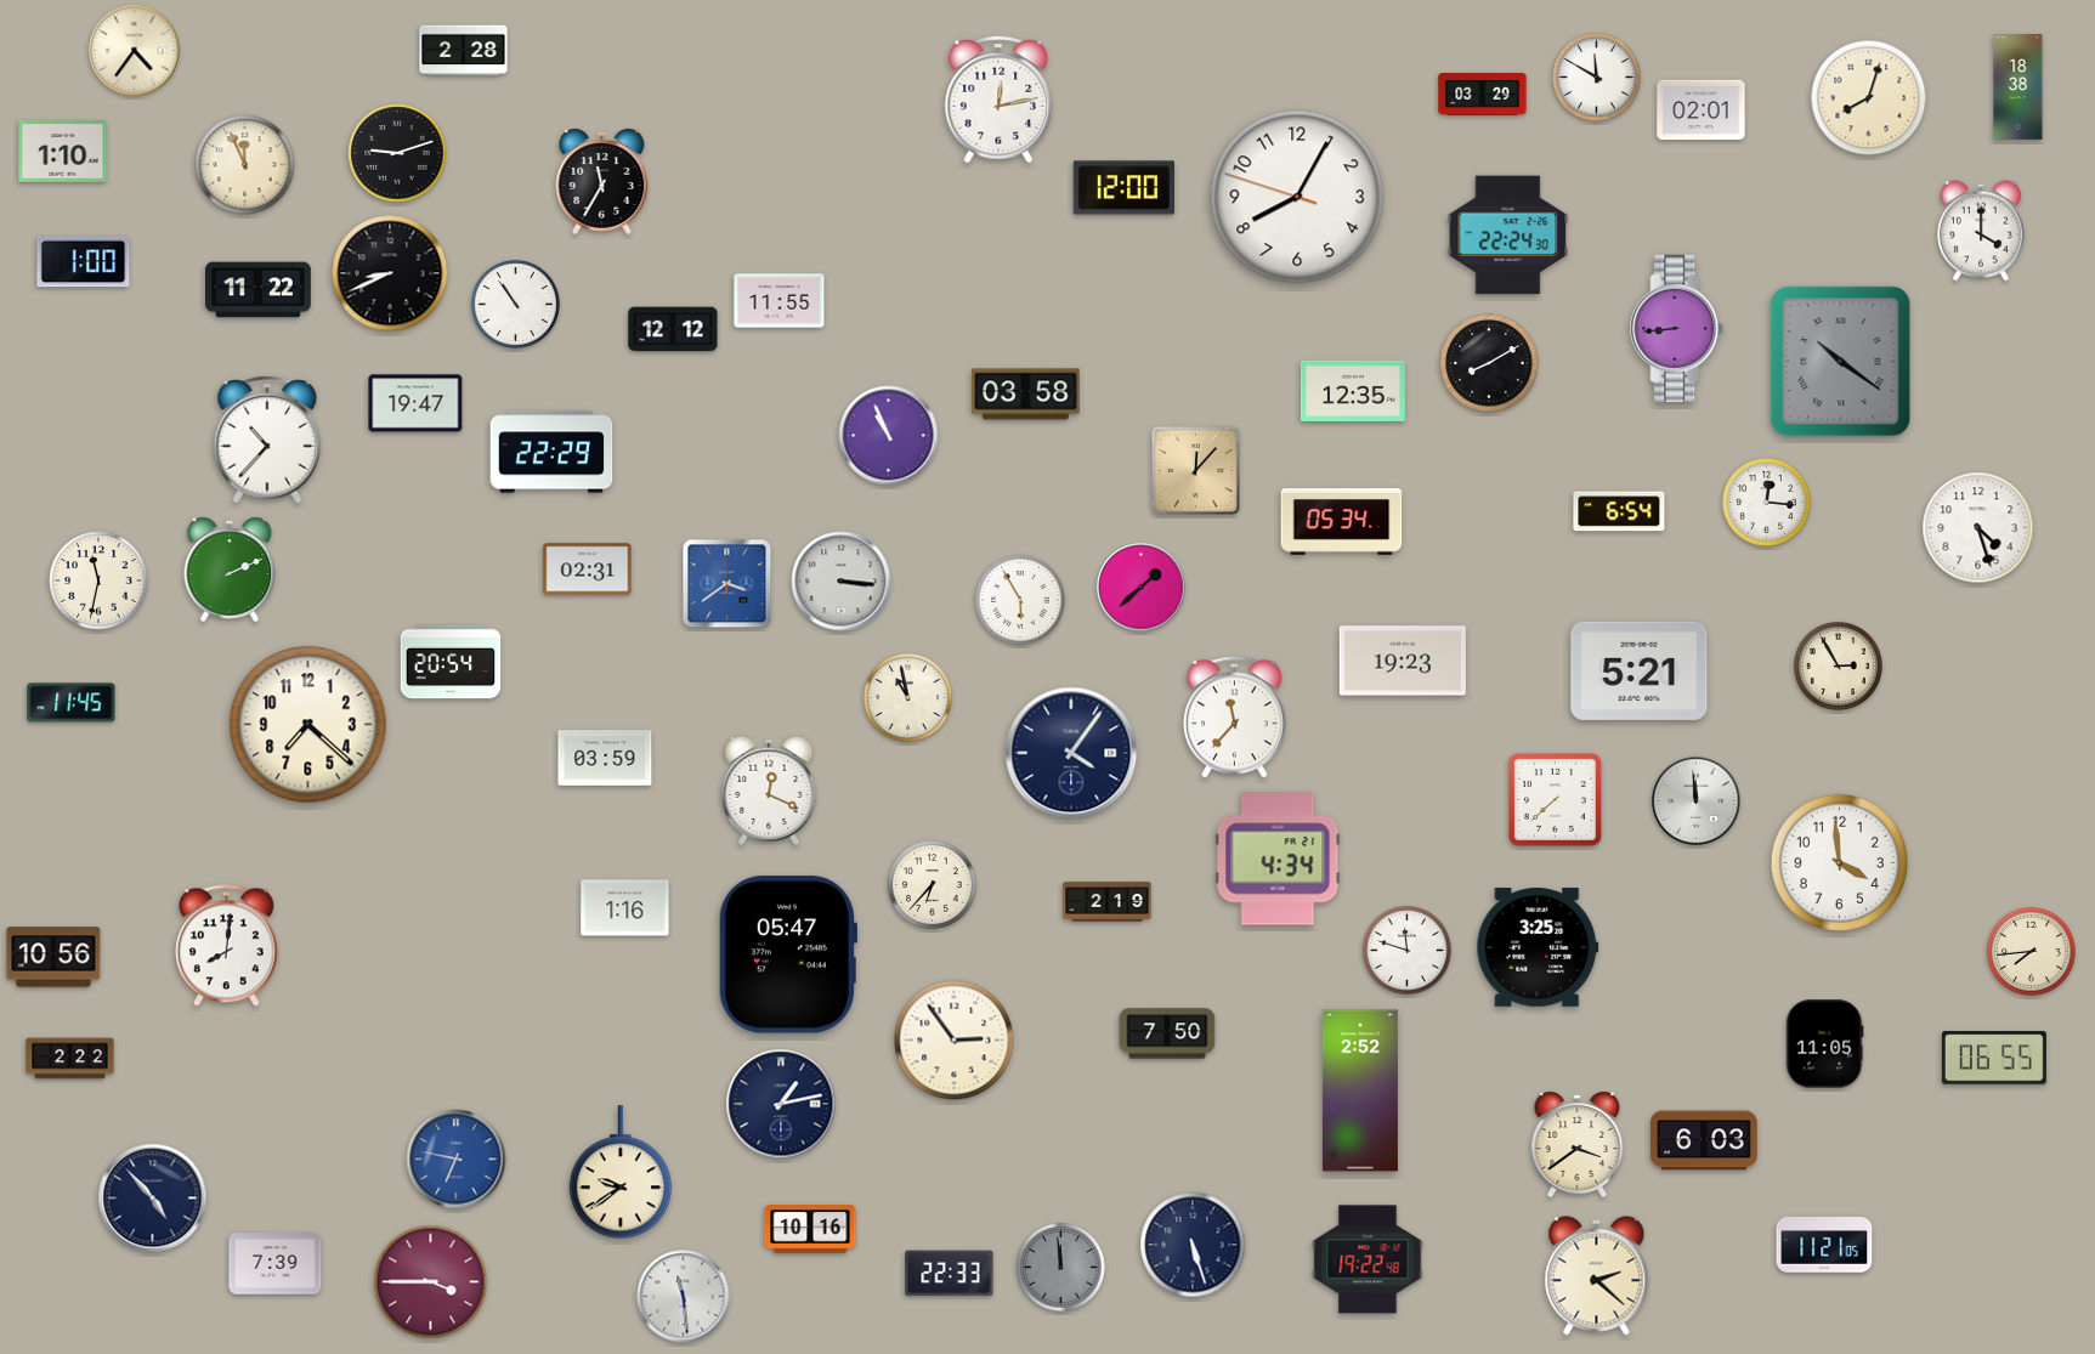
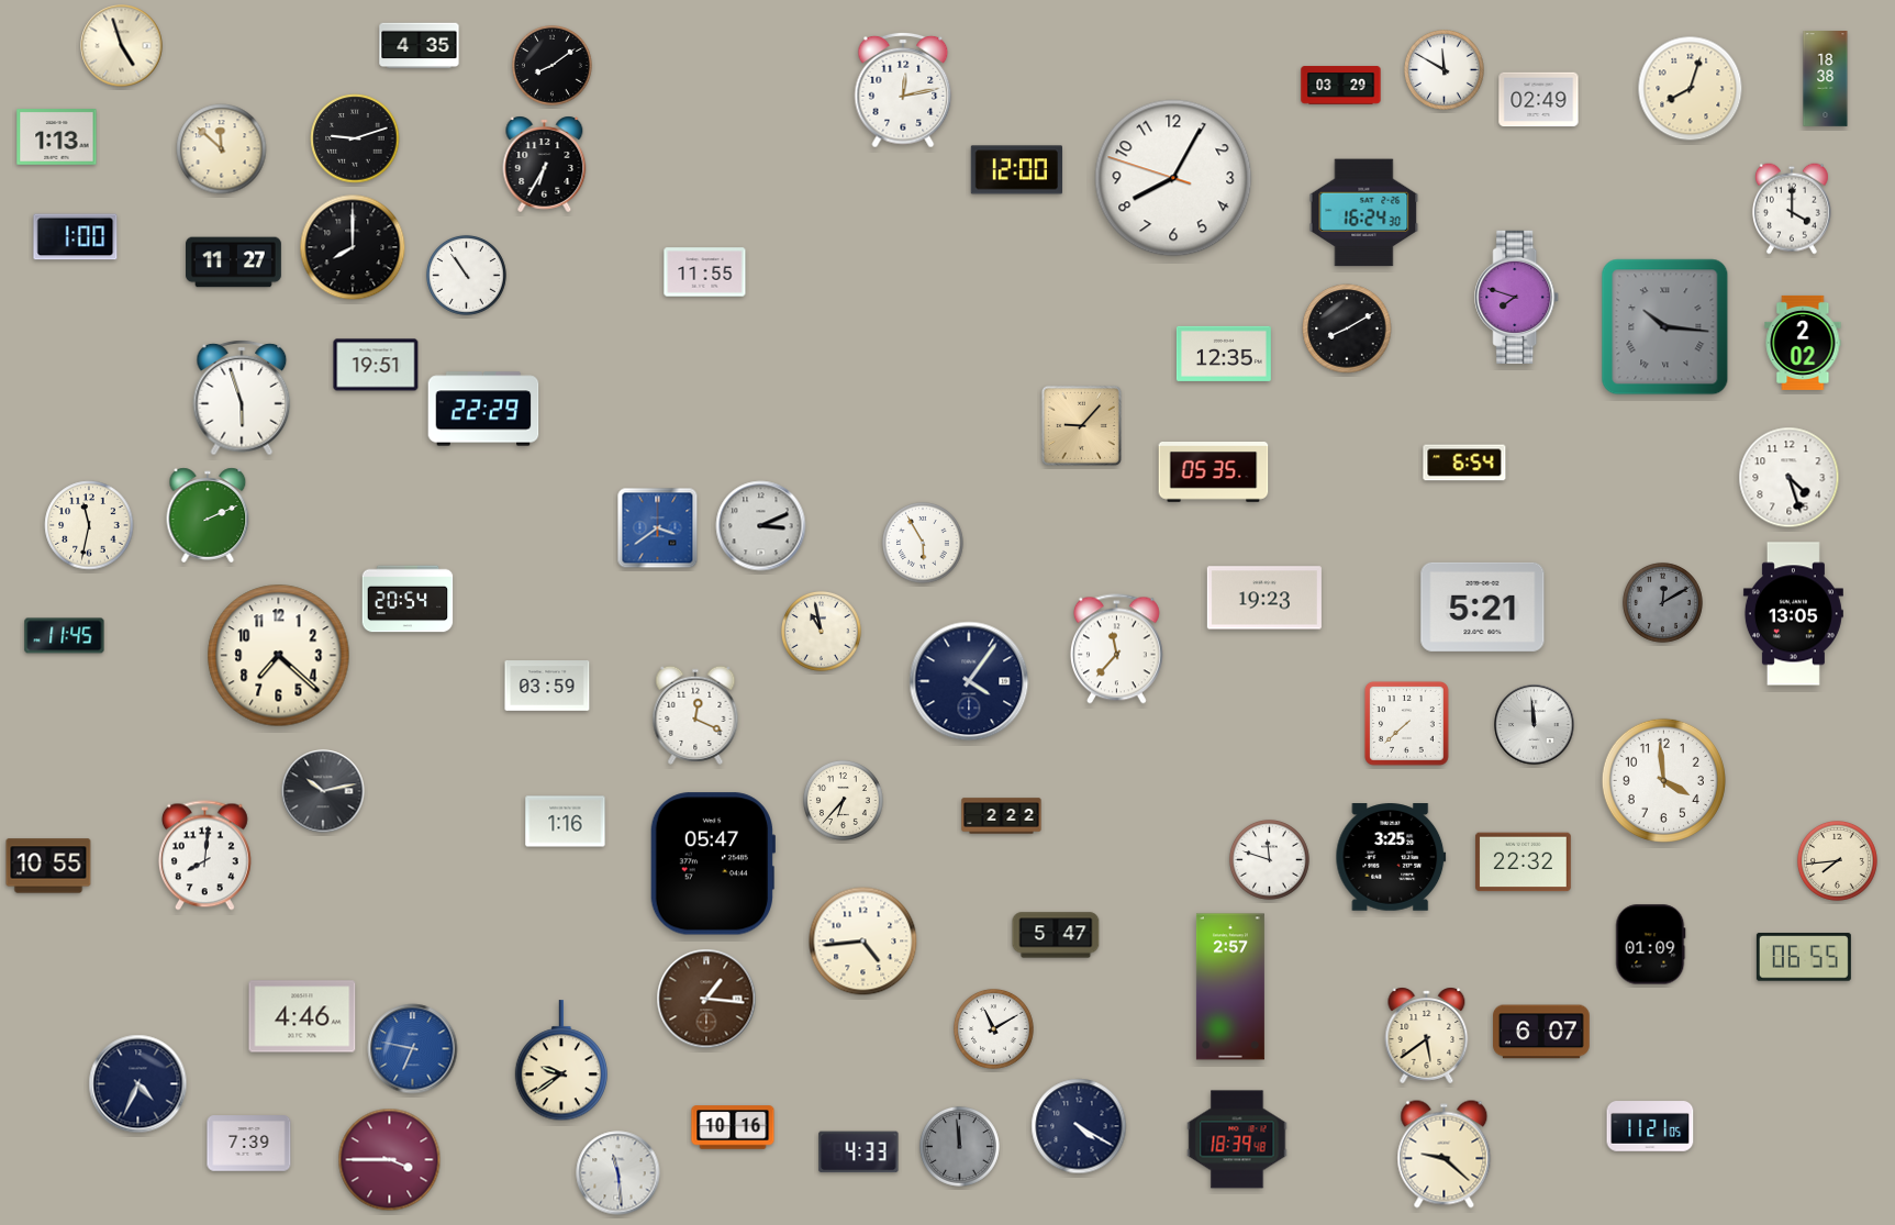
clock at (135, 51): 4:36 -> 4:57
clock at (464, 51): 2:28 -> 4:35
clock at (551, 65): none -> 8:09
clock at (1702, 111): 02:01 -> 02:49
clock at (63, 152): 1:10 -> 1:13
clock at (397, 153) position: (397, 153) -> (355, 138)
clock at (245, 165): 11:56 -> 11:52
clock at (602, 181): 11:35 -> 6:35
clock at (1508, 236): 22:24 -> 16:24
clock at (390, 273): 8:41 -> 8:00
clock at (259, 290): 11:22 -> 11:27
clock at (1677, 328): 8:44 -> 7:48
clock at (673, 329): 12:12 -> none
clock at (1841, 362): 10:21 -> 10:16
clock at (1803, 343): none -> 2:02
clock at (1026, 395): 03:58 -> none
clock at (415, 403): 19:47 -> 19:51
clock at (889, 436): 10:56 -> none
clock at (267, 440): 10:37 -> 5:57
clock at (551, 452) position: (551, 452) -> (483, 409)
clock at (1195, 470): 12:07 -> 9:07
clock at (1766, 502): 12:16 -> none
clock at (1342, 522): 05:34 -> 05:35
clock at (588, 570): 02:31 -> none
clock at (842, 582): 3:16 -> 3:11
clock at (1142, 588): 1:38 -> none
clock at (1403, 661) position: (1403, 661) -> (1264, 598)
clock at (1838, 665): 2:55 -> 12:10
clock at (1838, 665) dial: cream -> grey
clock at (1793, 614): none -> 13:05
clock at (1278, 859): 4:34 -> none
clock at (323, 791): none -> 10:13
clock at (1108, 902): 2:19 -> 2:22
clock at (1406, 950) position: (1406, 950) -> (1269, 859)
clock at (1523, 862): none -> 22:32
clock at (53, 957): 10:56 -> 10:55
clock at (1167, 1033): 7:50 -> 5:47
clock at (955, 1041): 2:54 -> 4:44
clock at (1825, 1044): 11:05 -> 01:09
clock at (70, 1059): 2:22 -> none
clock at (1360, 1090): 2:52 -> 2:57
clock at (781, 1104): 1:13 -> 1:16
clock at (781, 1104) dial: navy -> brown
clock at (302, 1016): none -> 4:46
clock at (993, 1028): none -> 11:10
clock at (1704, 1140): 6:03 -> 6:07
clock at (1578, 1144): 3:39 -> 5:39
clock at (153, 1199): 4:53 -> 4:34
clock at (810, 1229) position: (810, 1229) -> (733, 1127)
clock at (1193, 1245): 5:27 -> 4:20
clock at (1368, 1259): 19:22 -> 18:39
clock at (950, 1274): 22:33 -> 4:33
clock at (1597, 1276): 2:22 -> 9:22
